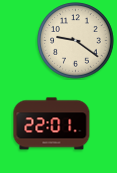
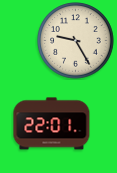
clock at (76, 41): 9:21 -> 9:25
